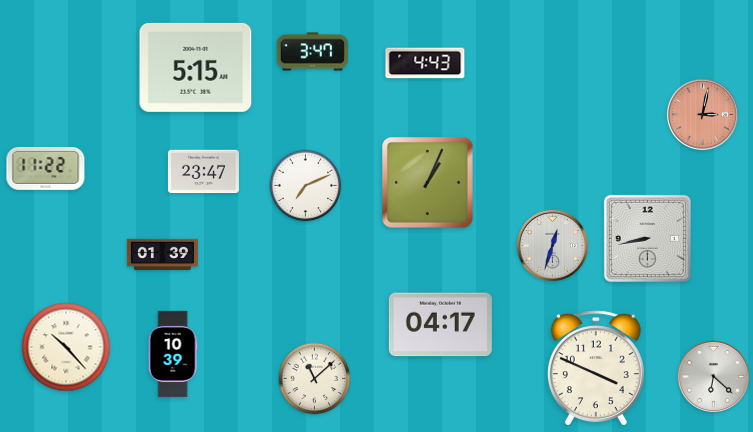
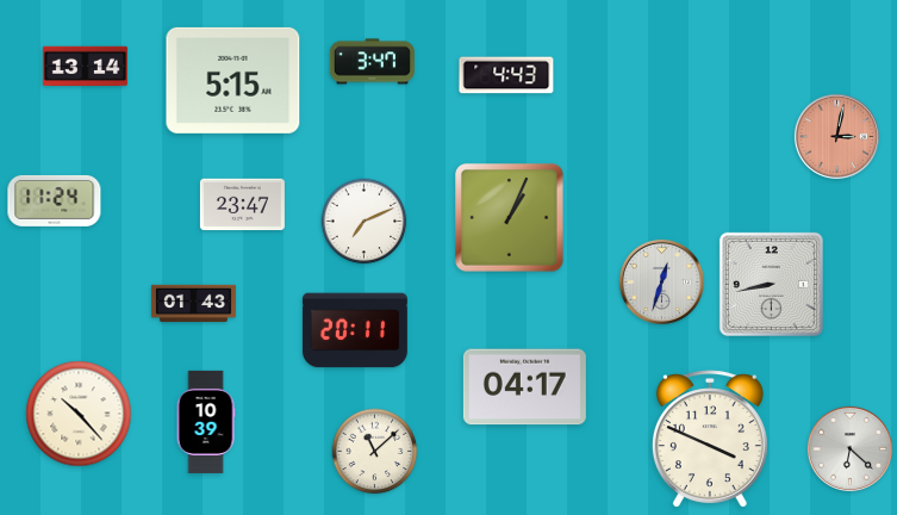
clock at (85, 67): none -> 13:14
clock at (46, 168): 11:22 -> 11:24
clock at (552, 245) position: (552, 245) -> (661, 281)
clock at (162, 255): 01:39 -> 01:43
clock at (355, 330): none -> 20:11
